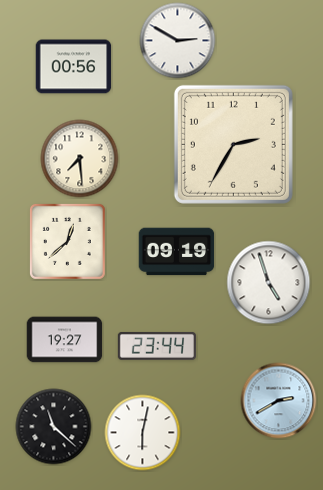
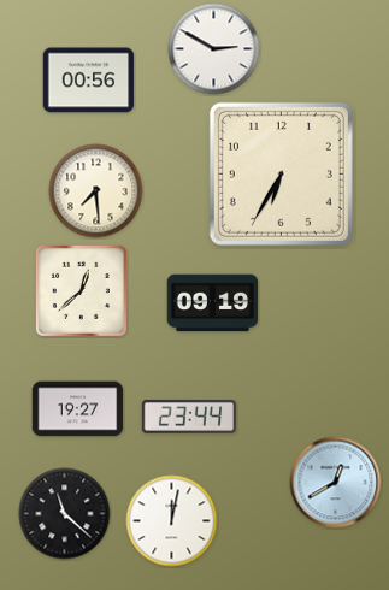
clock at (233, 144): 2:35 -> 6:35
clock at (269, 283): 4:57 -> none
clock at (279, 401): 2:40 -> 12:40
clock at (143, 433): 6:02 -> 12:02
